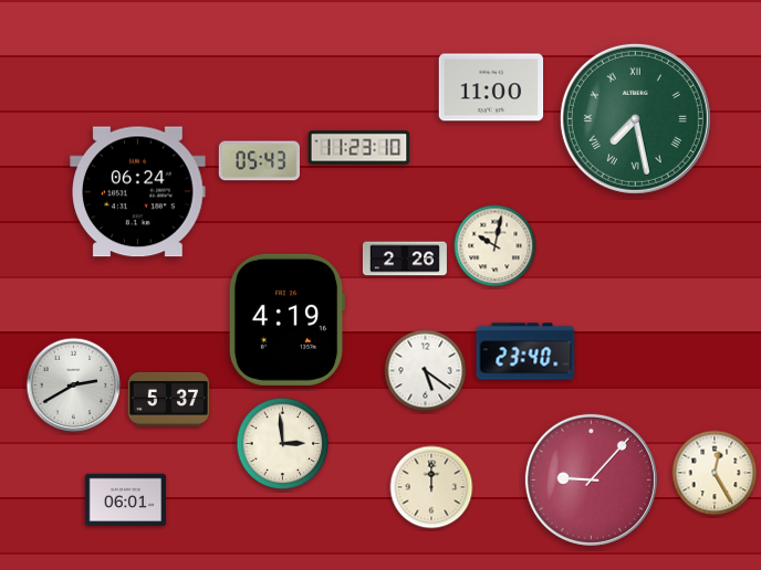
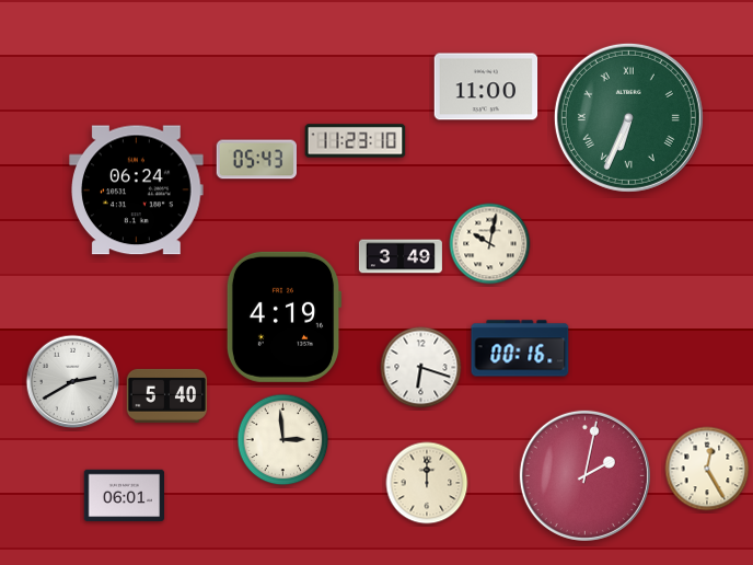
clock at (635, 118): 7:28 -> 6:34
clock at (359, 148) position: (359, 148) -> (356, 141)
clock at (405, 258): 2:26 -> 3:49
clock at (525, 351): 23:40 -> 00:16
clock at (426, 371): 5:21 -> 6:18
clock at (169, 399): 5:37 -> 5:40
clock at (283, 444) position: (283, 444) -> (283, 440)
clock at (591, 479): 9:07 -> 2:02
